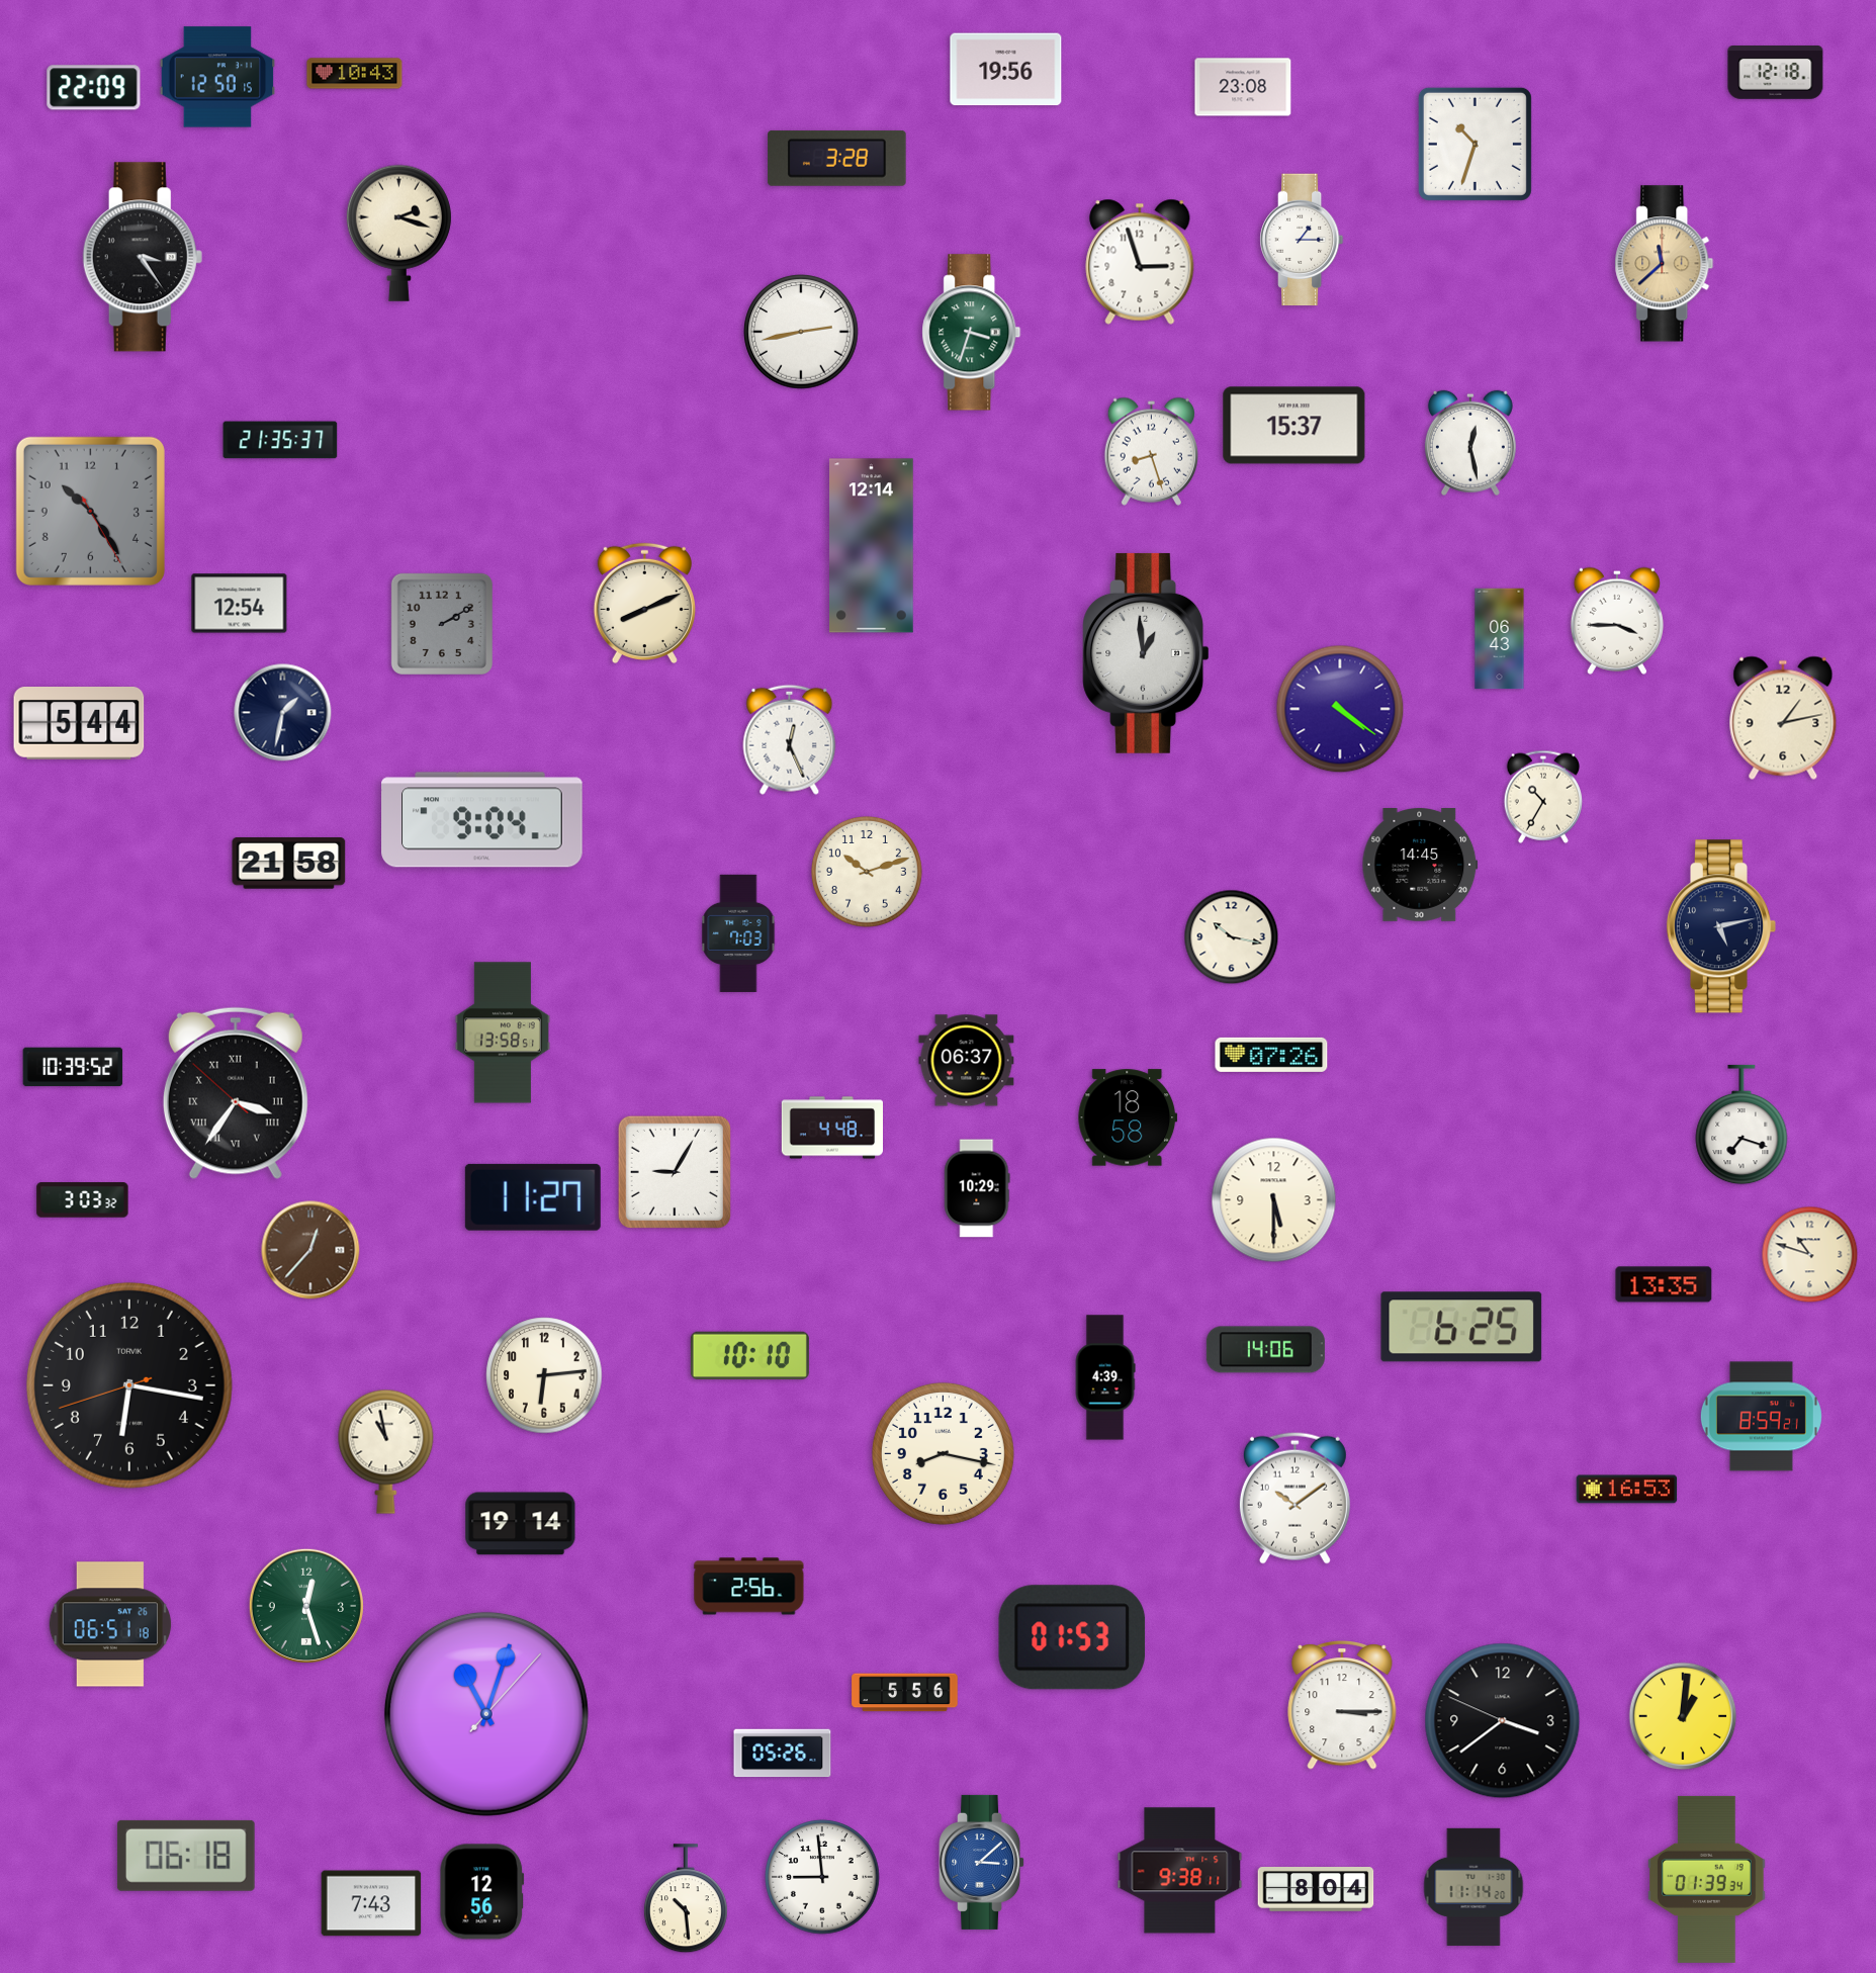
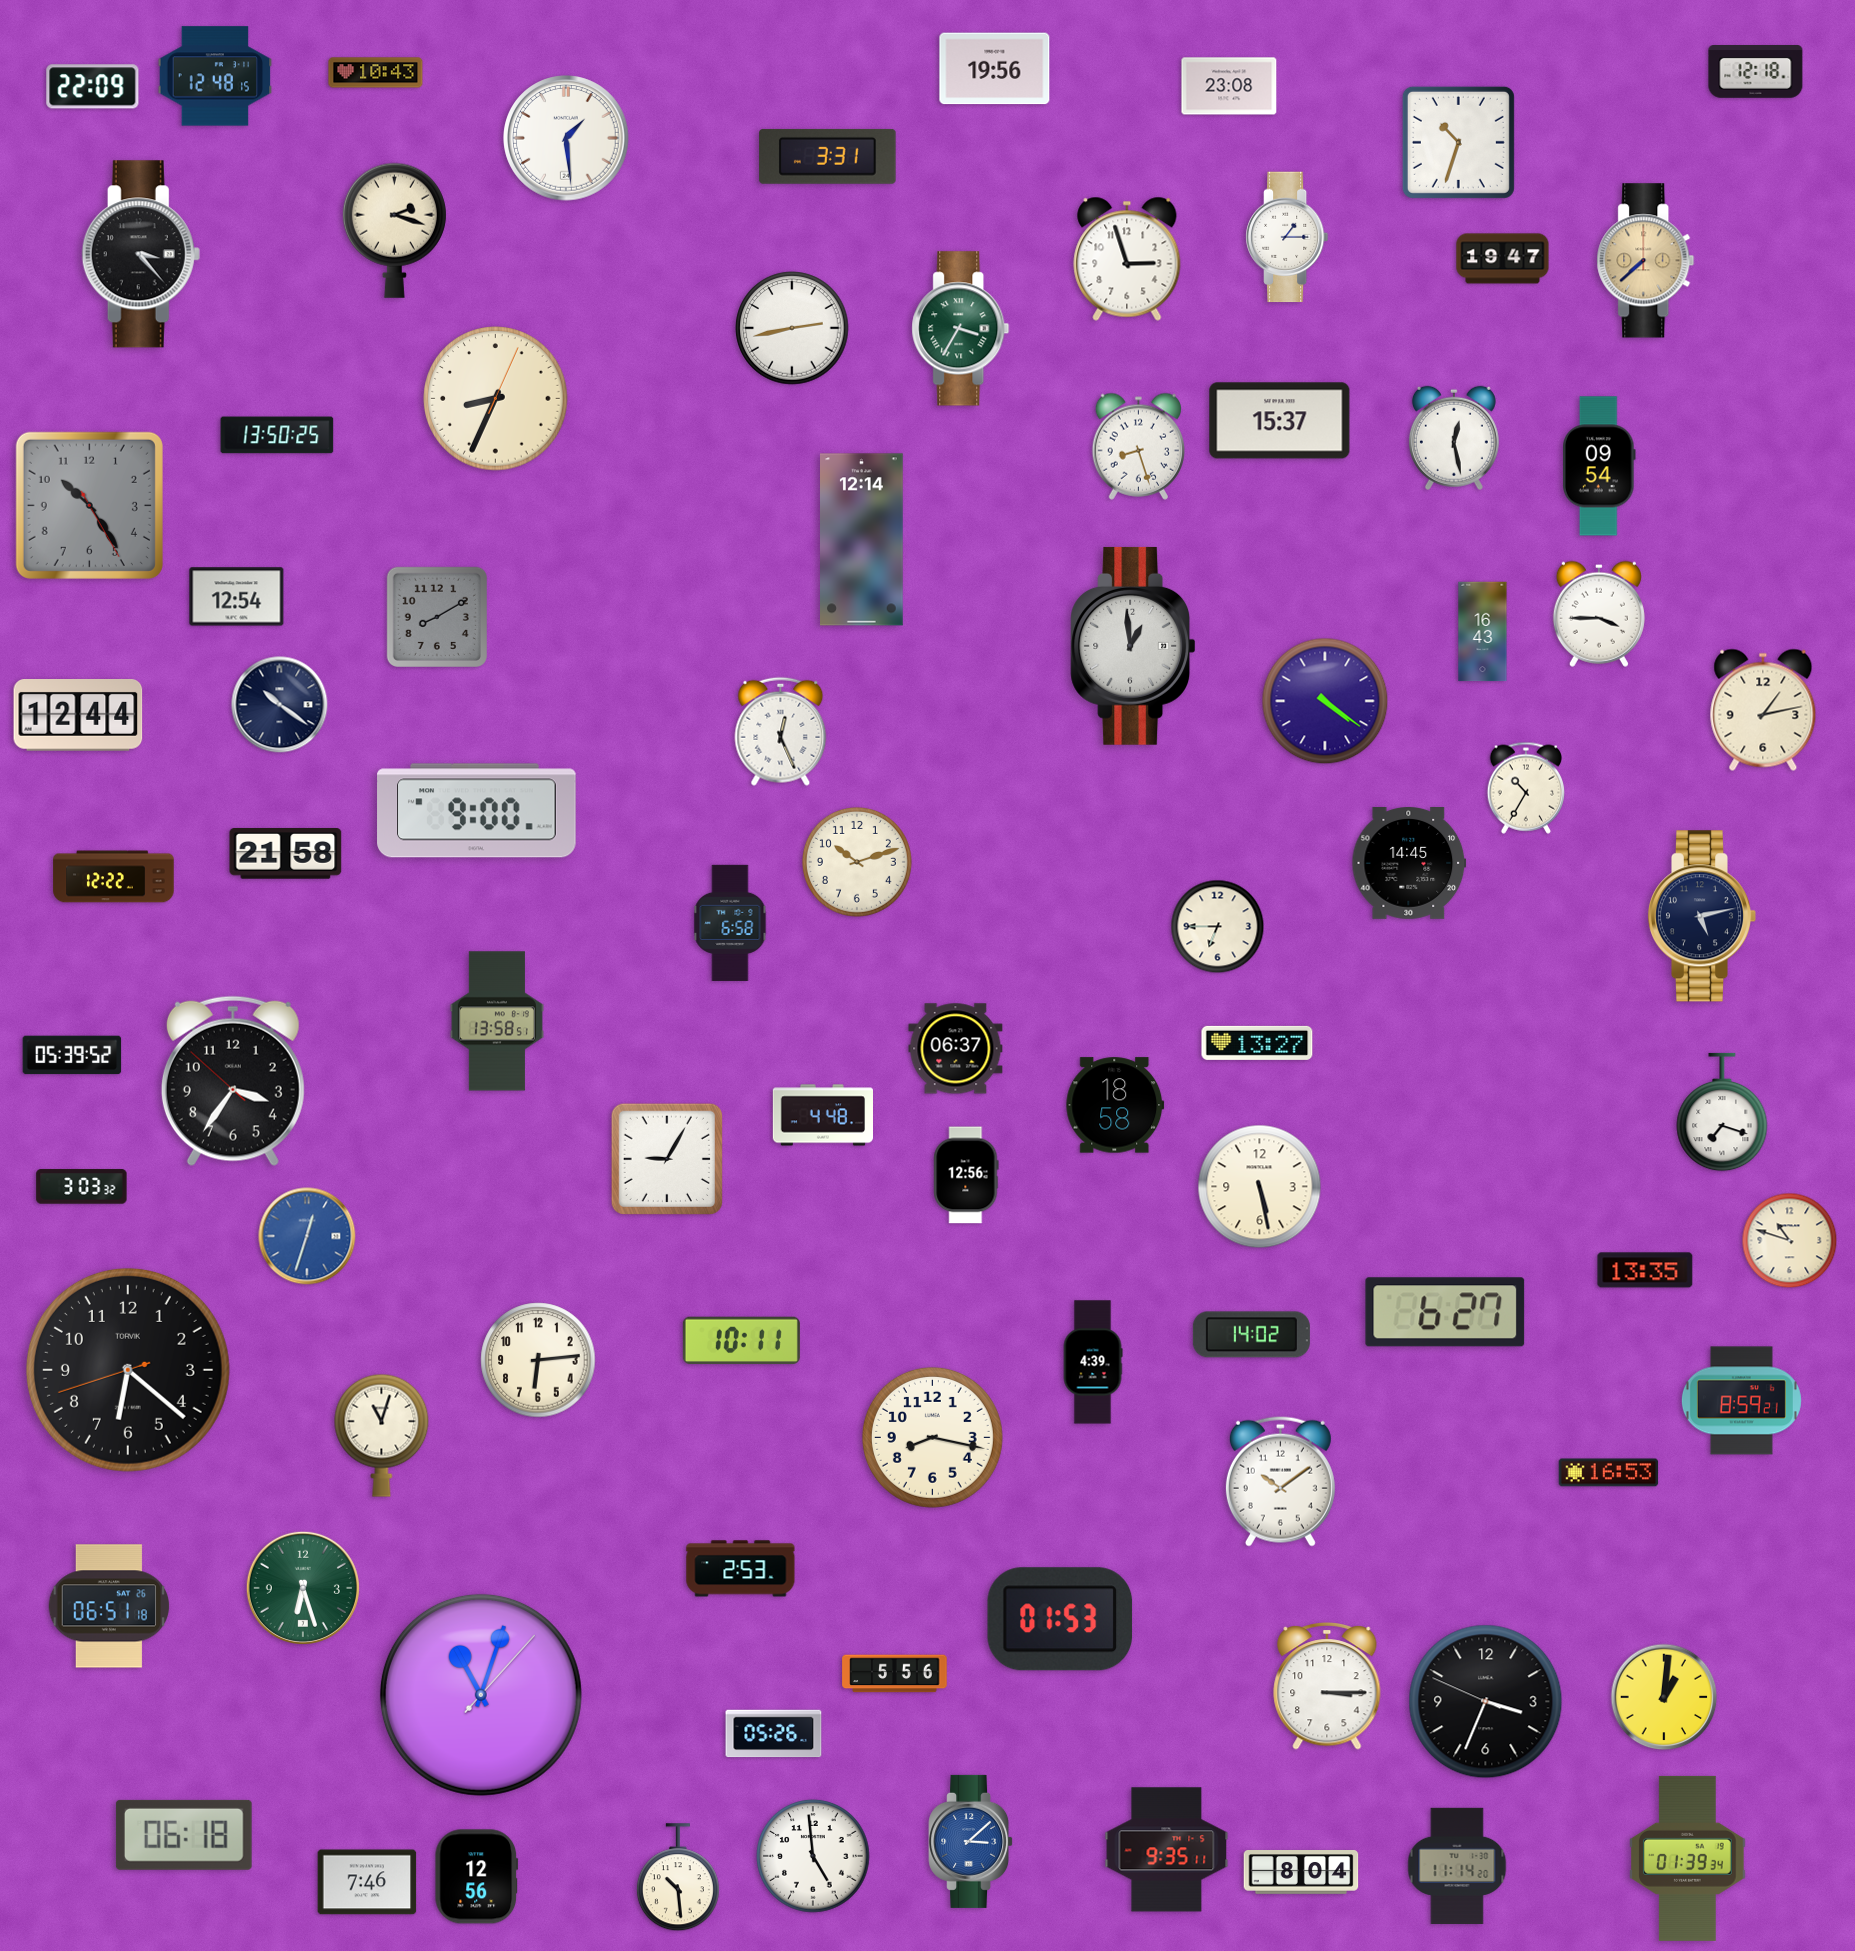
clock at (355, 74) position: (355, 74) -> (376, 73)
clock at (217, 77): 12:50 -> 12:48
clock at (566, 138): none -> 1:29
clock at (837, 158): 3:28 -> 3:31
clock at (143, 257): 3:24 -> 3:23
clock at (1503, 259): none -> 19:47
clock at (1665, 264): 11:38 -> 7:38
clock at (972, 333): 3:33 -> 3:35
clock at (496, 399): none -> 8:34
clock at (280, 440): 21:35 -> 13:50
clock at (1599, 466): none -> 09:54
clock at (644, 604): 8:11 -> none
clock at (442, 624): 2:10 -> 8:10
clock at (1500, 639): 06:43 -> 16:43
clock at (283, 713): 1:32 -> 10:21
clock at (79, 724): 5:44 -> 12:44
clock at (482, 820): 9:04 -> 9:00
clock at (1420, 866) position: (1420, 866) -> (1409, 864)
clock at (114, 877): none -> 12:22
clock at (738, 933): 7:03 -> 6:58
clock at (1232, 937): 10:17 -> 6:45
clock at (1271, 1055): 07:26 -> 13:27
clock at (73, 1067): 10:39 -> 05:39
clock at (236, 1093) numerals: Roman -> Arabic
clock at (977, 1188): 10:29 -> 12:56
clock at (533, 1197): 11:27 -> none
clock at (1274, 1200): 5:30 -> 5:28
clock at (310, 1250): 12:37 -> 12:33
clock at (310, 1250) dial: brown -> blue
clock at (1461, 1327): 6:25 -> 6:27
clock at (1265, 1350): 14:06 -> 14:02
clock at (749, 1356): 10:10 -> 10:11
clock at (129, 1385): 6:16 -> 6:21
clock at (386, 1451): 10:58 -> 11:03
clock at (521, 1524): 19:14 -> none
clock at (749, 1587): 2:56 -> 2:53
clock at (306, 1606): 12:27 -> 6:27
clock at (1503, 1721): 3:38 -> 3:33
clock at (1180, 1871): 9:38 -> 9:35
clock at (822, 1877): 8:59 -> 4:59
clock at (1316, 1889) position: (1316, 1889) -> (1301, 1872)
clock at (482, 1892) position: (482, 1892) -> (477, 1877)
clock at (371, 1903): 7:43 -> 7:46
